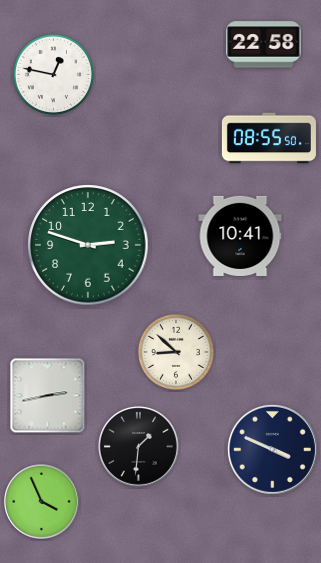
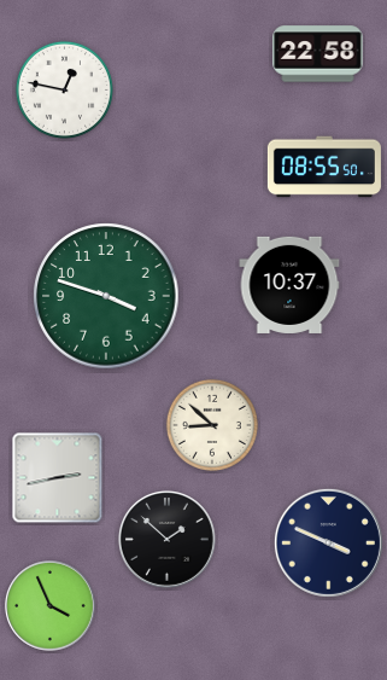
clock at (240, 236): 10:41 -> 10:37
clock at (88, 245): 2:48 -> 3:48
clock at (138, 446): 1:31 -> 1:52
